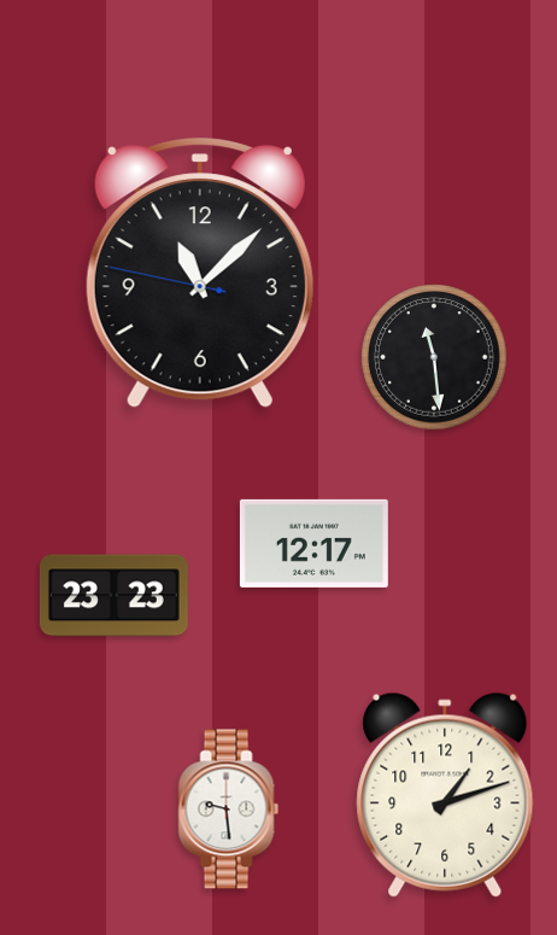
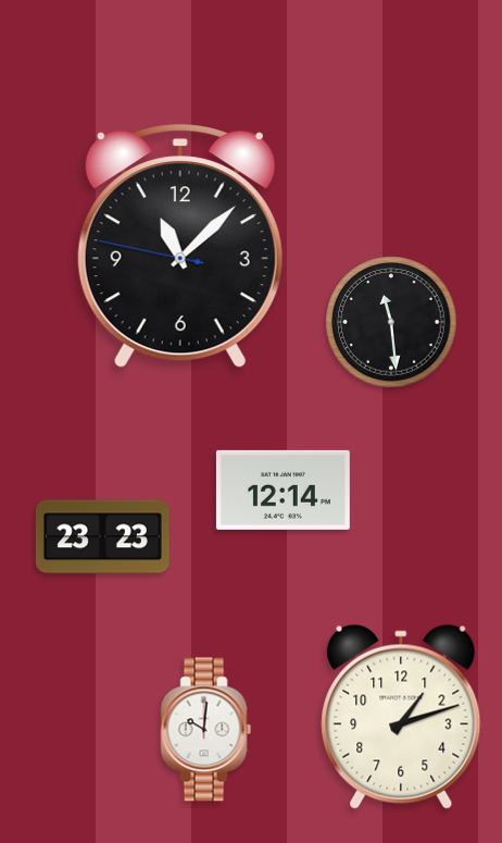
clock at (313, 543): 12:17 -> 12:14
clock at (229, 810): 9:29 -> 10:01
